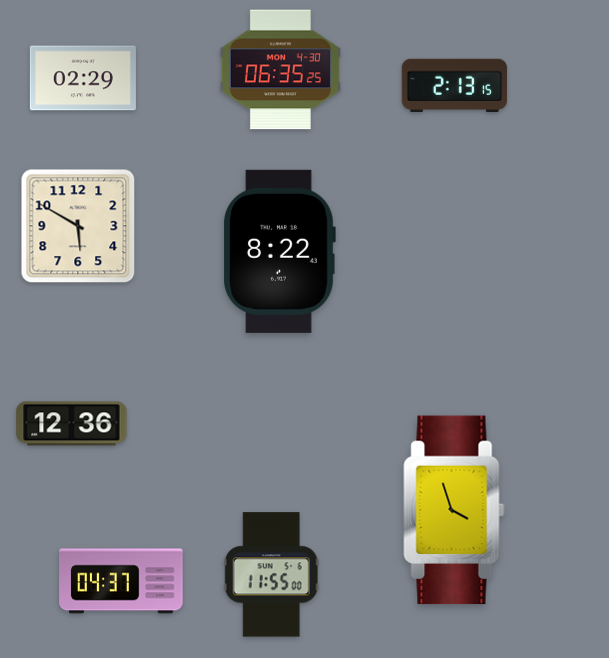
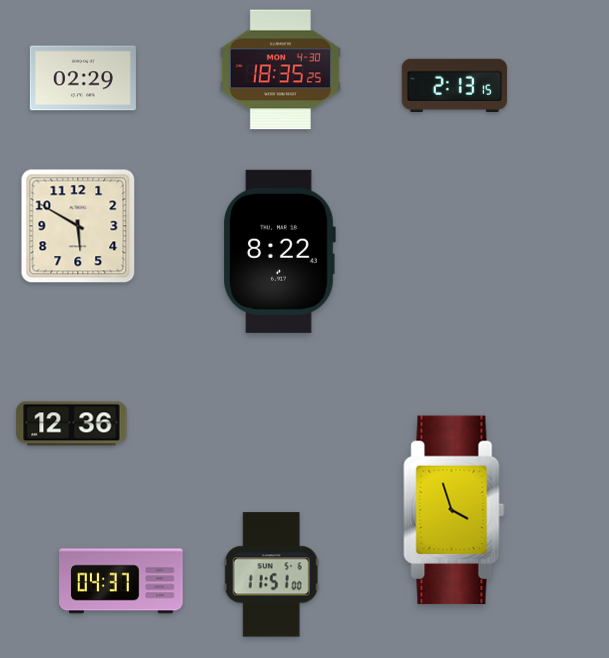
clock at (280, 70): 06:35 -> 18:35
clock at (271, 575): 11:55 -> 11:51
